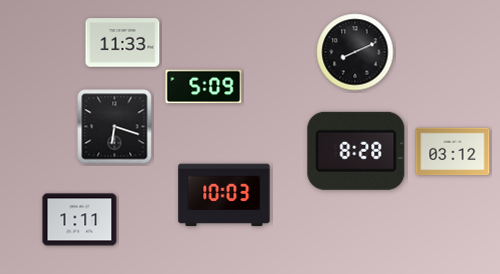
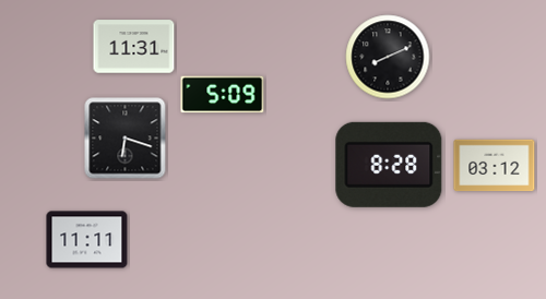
clock at (123, 43): 11:33 -> 11:31
clock at (224, 195): 10:03 -> none
clock at (80, 220): 1:11 -> 11:11
